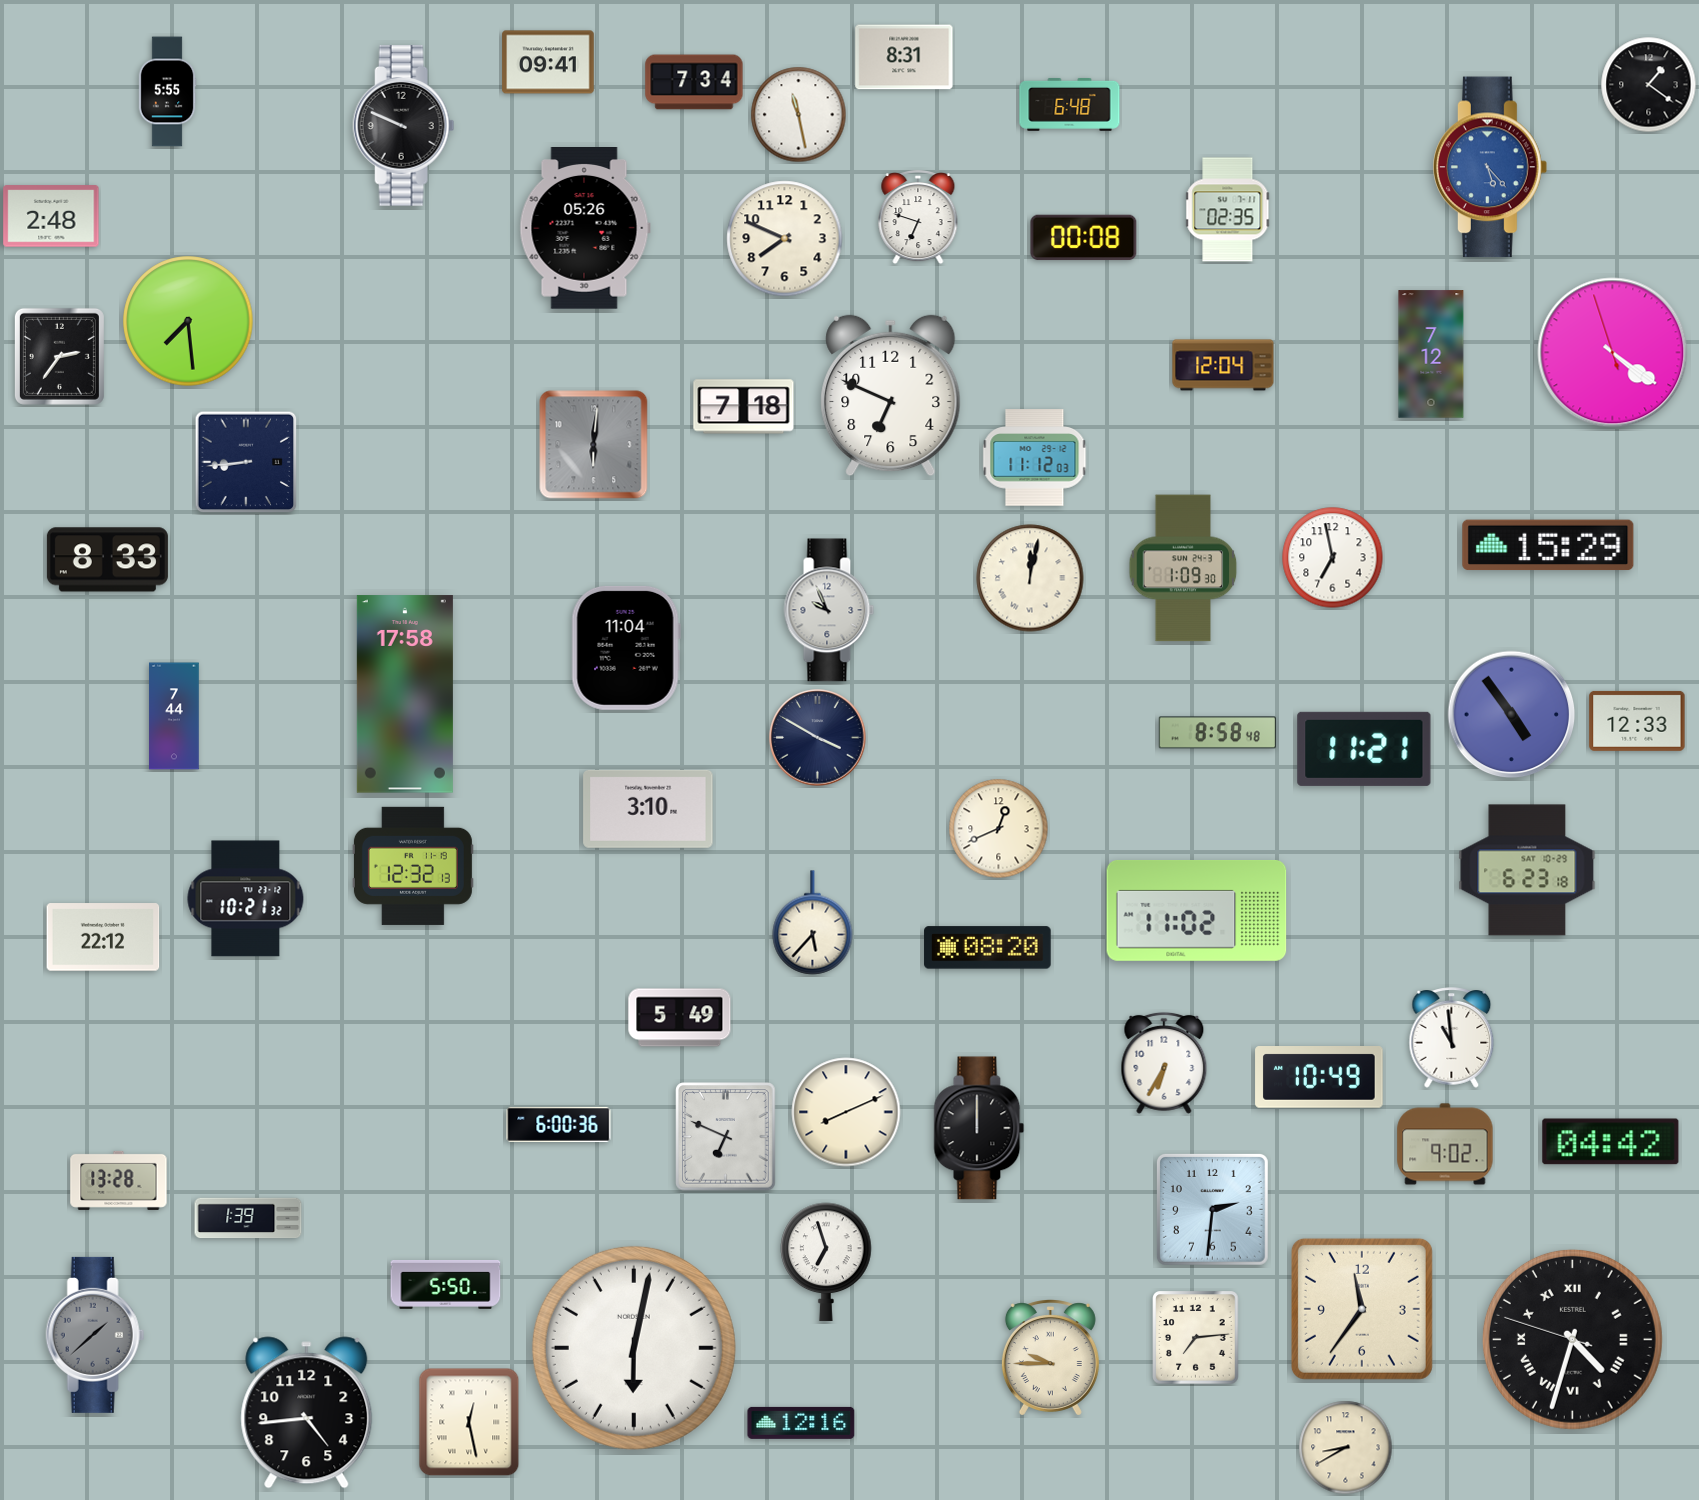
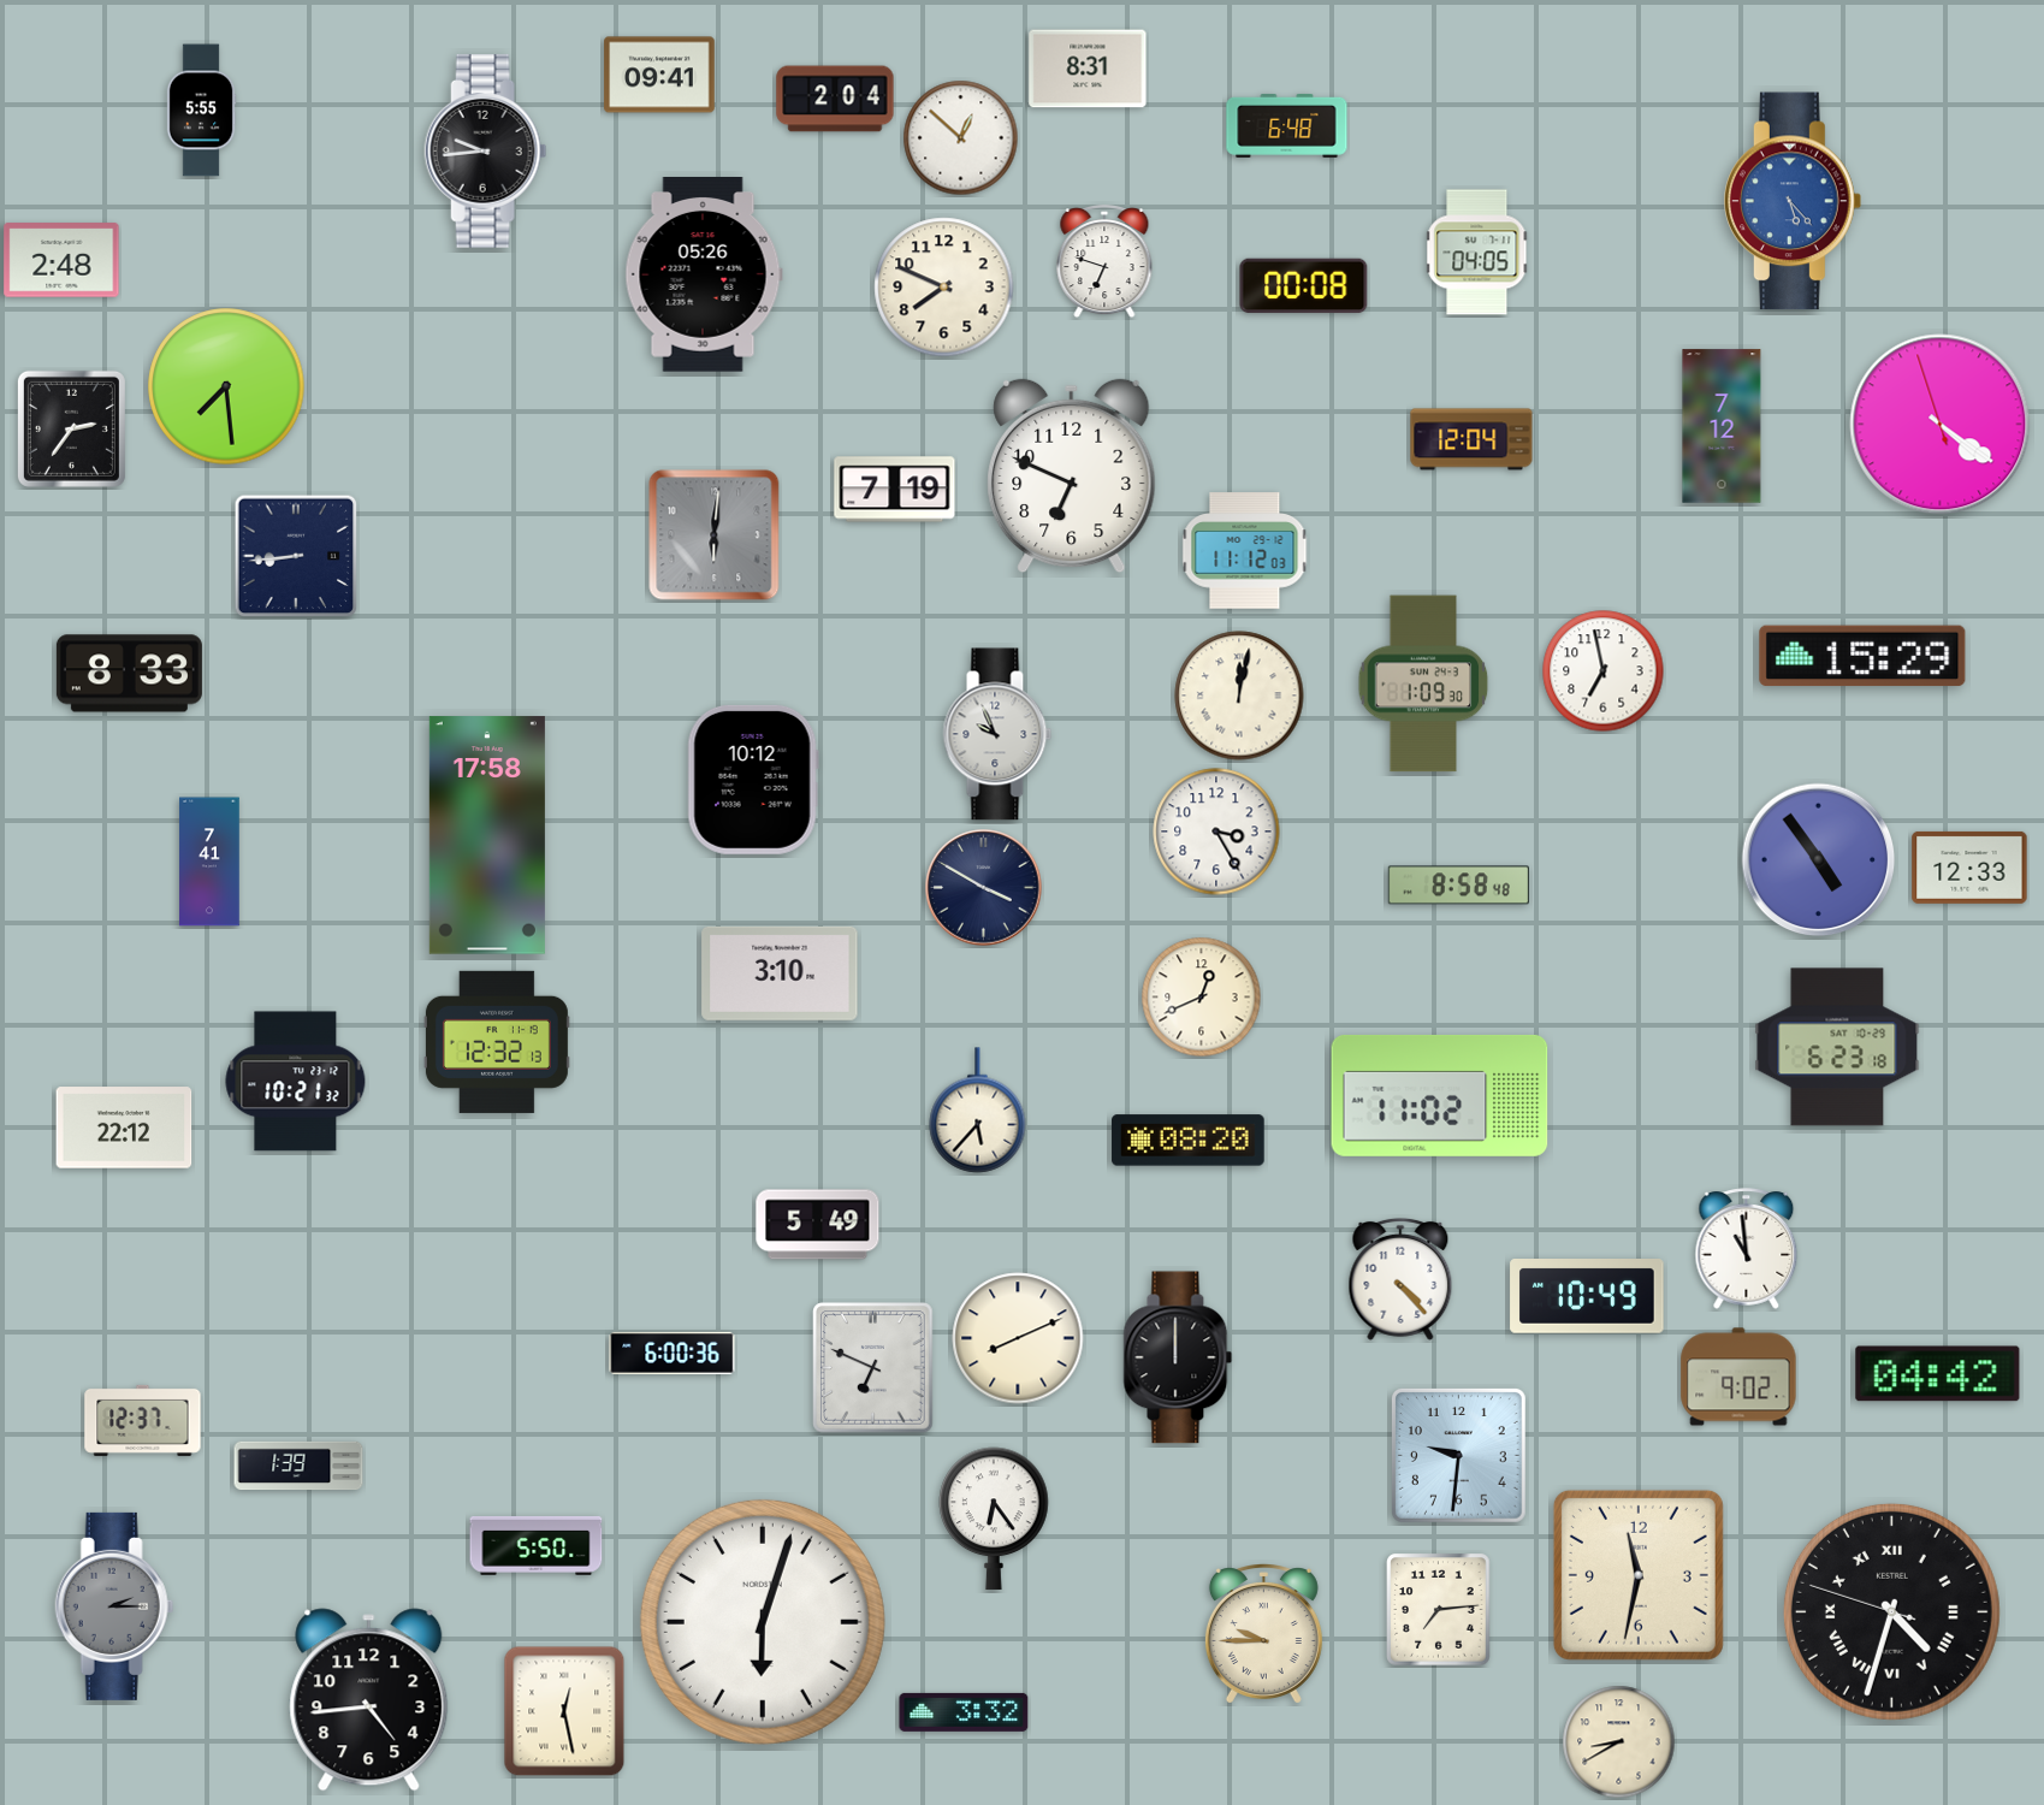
clock at (694, 82): 7:34 -> 2:04
clock at (1649, 85): 1:21 -> none
clock at (799, 115): 11:28 -> 12:52
clock at (404, 126): 9:49 -> 9:44
clock at (1228, 210): 02:35 -> 04:05
clock at (744, 407): 7:18 -> 7:19
clock at (626, 648): 11:04 -> 10:12
clock at (1216, 832): none -> 3:25
clock at (174, 716): 7:44 -> 7:41
clock at (1217, 733) position: (1217, 733) -> (1458, 886)
clock at (1364, 749): 11:21 -> none
clock at (1164, 1063): 6:35 -> 4:23
clock at (119, 1180): 13:28 -> 12:37
clock at (1212, 1209): 2:31 -> 9:31
clock at (826, 1262): 6:57 -> 6:24
clock at (1362, 1309): 11:36 -> 11:32
clock at (95, 1335): 1:38 -> 2:15
clock at (634, 1348): 6:02 -> 6:03
clock at (801, 1423): 12:16 -> 3:32
